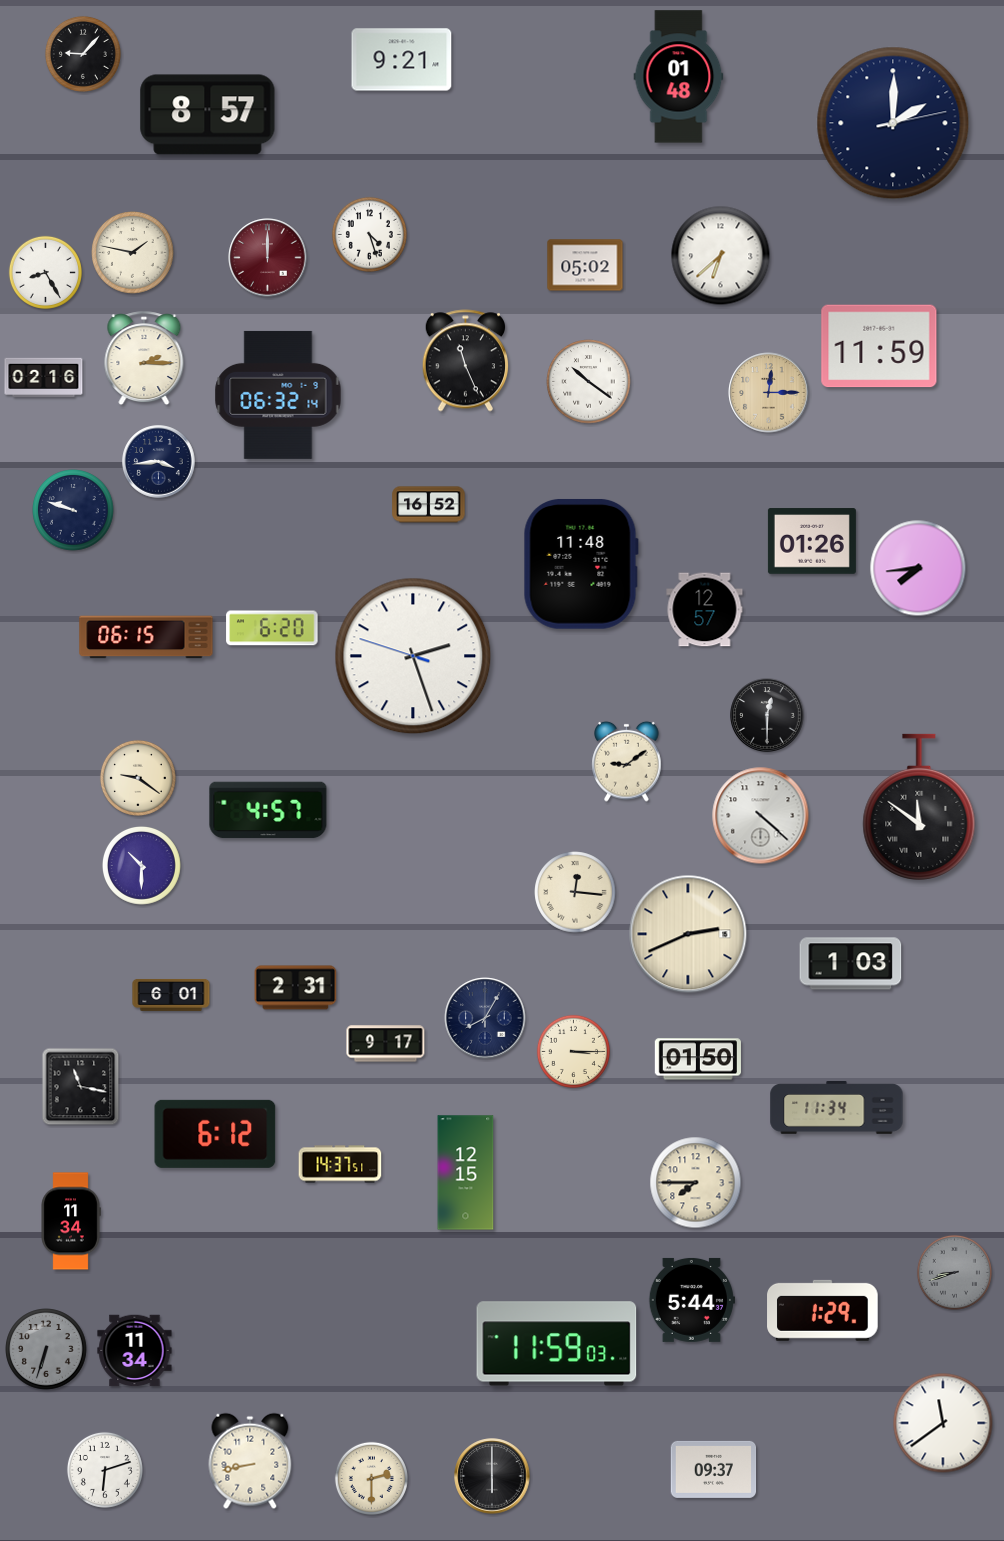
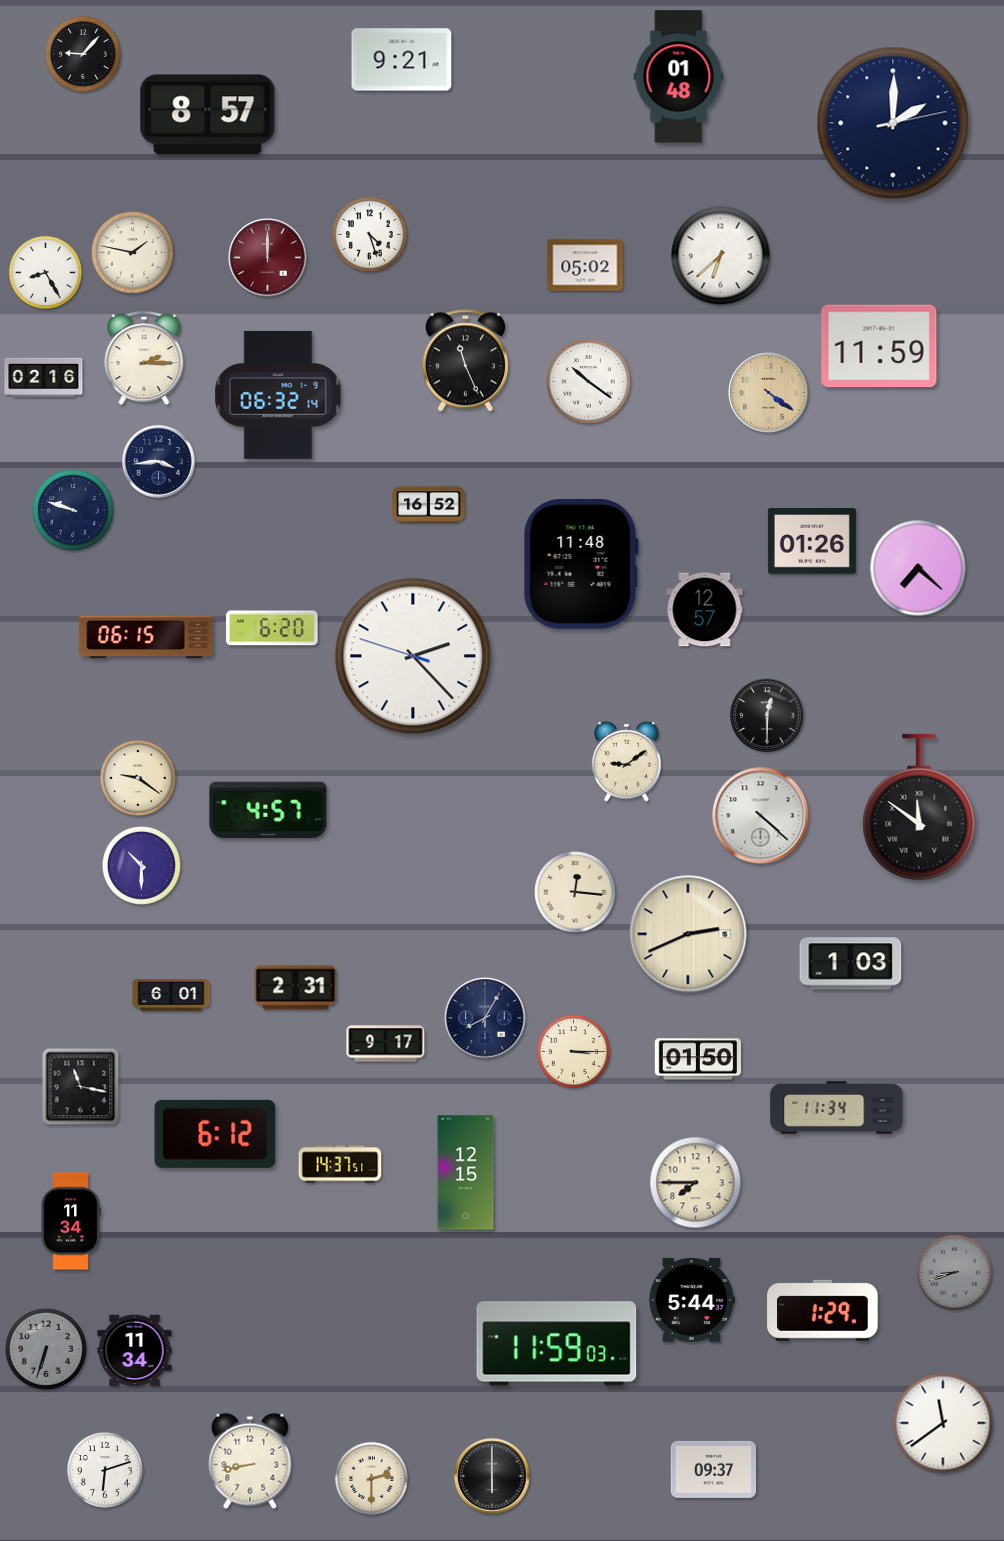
clock at (769, 393): 12:15 -> 4:21
clock at (918, 568): 7:44 -> 7:22
clock at (413, 656): 2:26 -> 2:22
